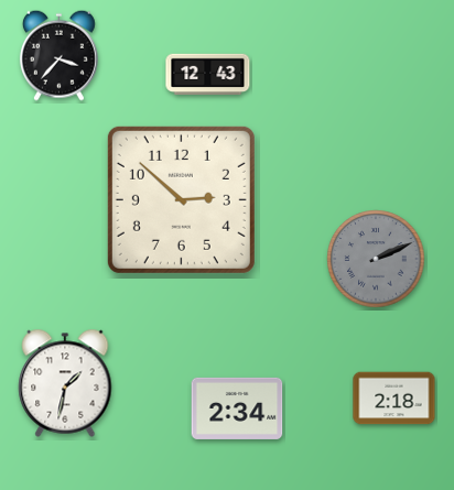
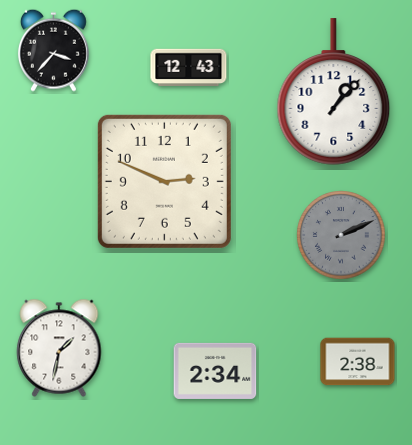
clock at (334, 92): none -> 1:07
clock at (181, 199): 2:52 -> 2:49
clock at (394, 399): 2:18 -> 2:38
